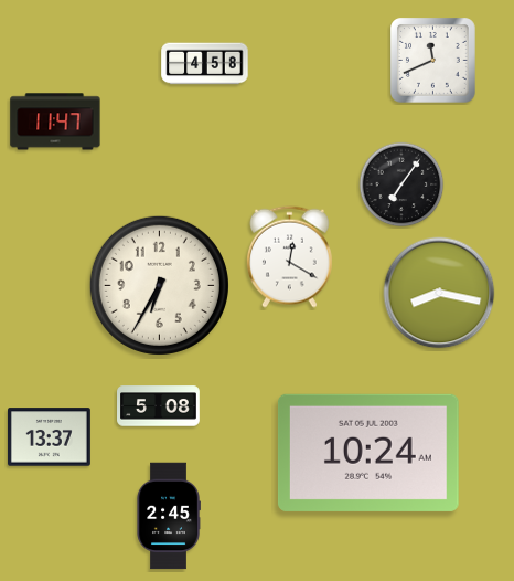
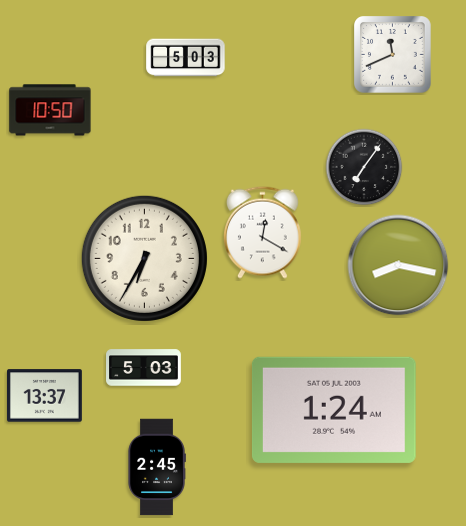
clock at (205, 64): 4:58 -> 5:03
clock at (55, 122): 11:47 -> 10:50
clock at (159, 406): 5:08 -> 5:03
clock at (368, 453): 10:24 -> 1:24
clock at (169, 516) position: (169, 516) -> (157, 467)
